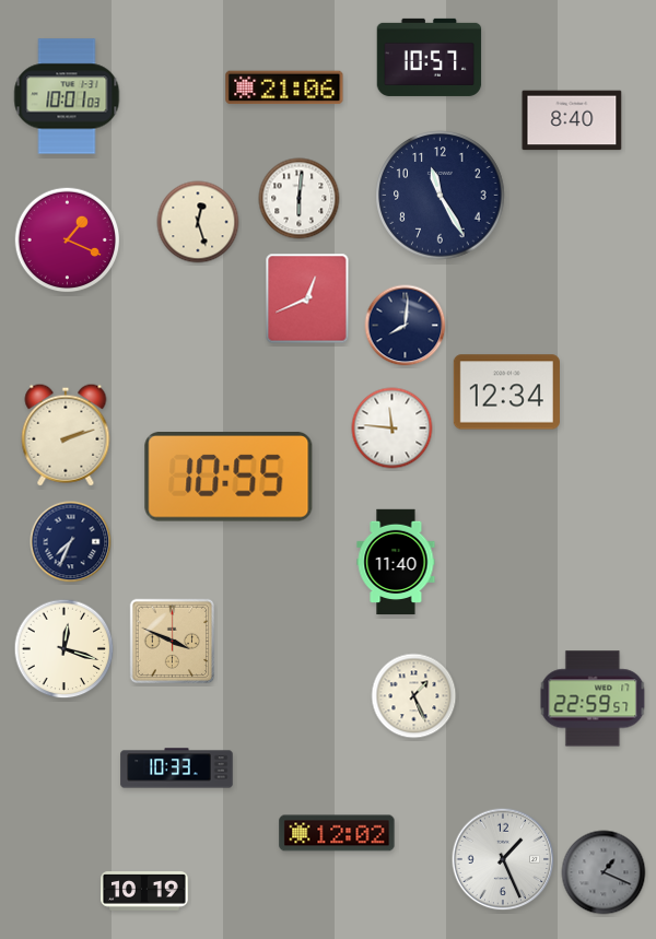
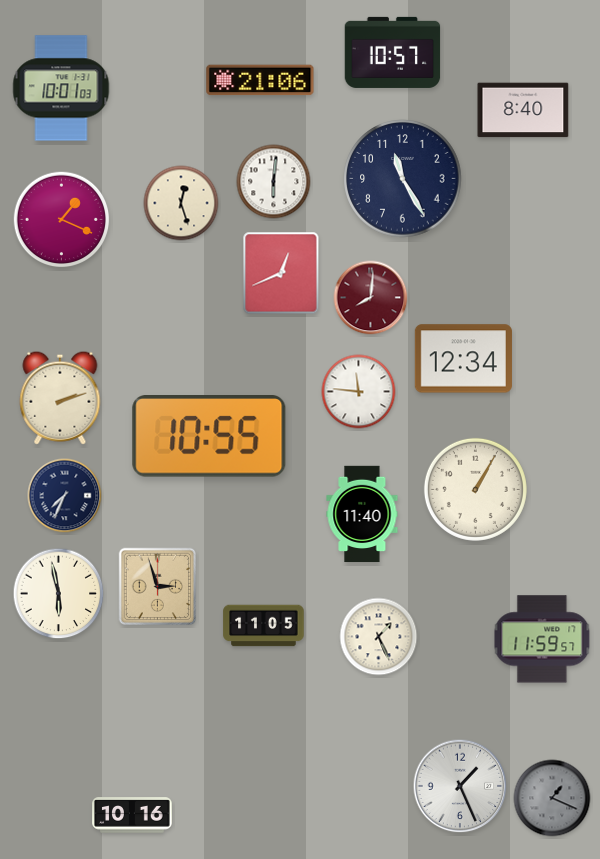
clock at (406, 326) dial: navy -> burgundy
clock at (475, 489): none -> 1:05
clock at (173, 642): 3:49 -> 2:57
clock at (65, 649): 12:18 -> 5:58
clock at (264, 626): none -> 11:05
clock at (593, 699): 22:59 -> 11:59
clock at (177, 768): 10:33 -> none
clock at (337, 833): 12:02 -> none
clock at (144, 891): 10:19 -> 10:16
